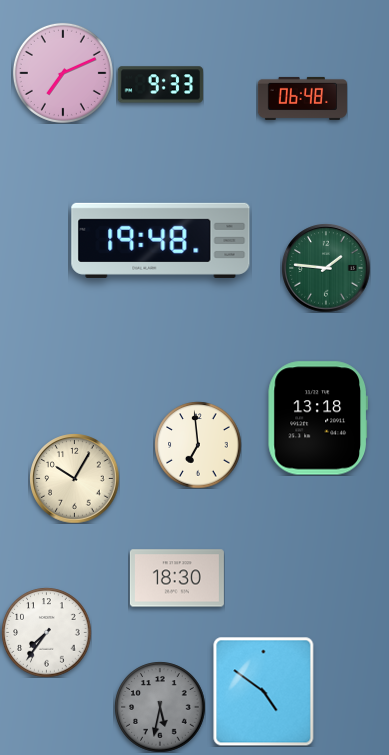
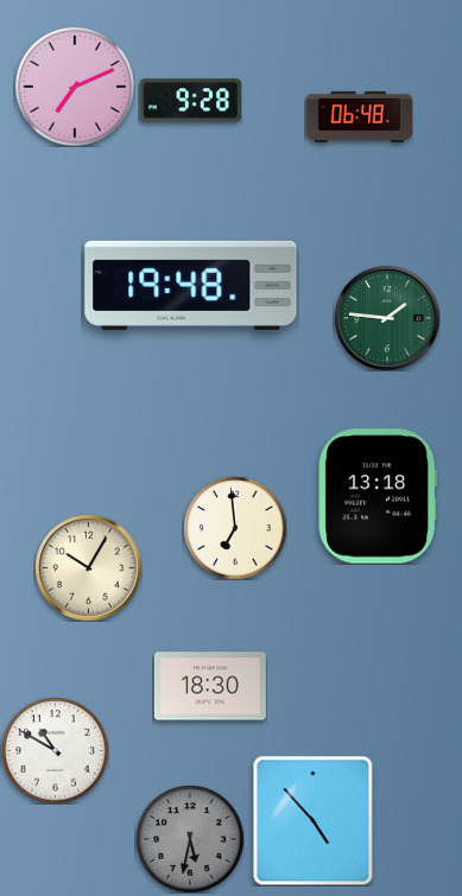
clock at (160, 85): 9:33 -> 9:28
clock at (46, 632): 7:36 -> 10:50
clock at (264, 691): 4:51 -> 4:53
